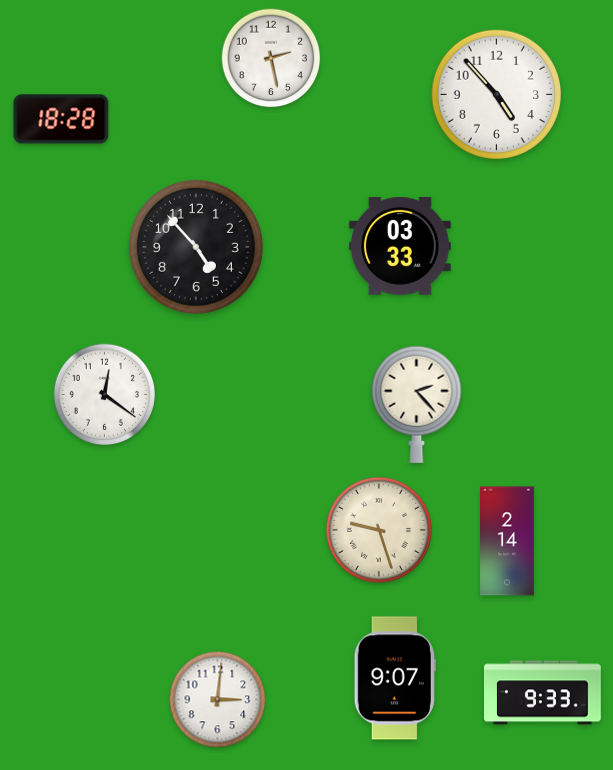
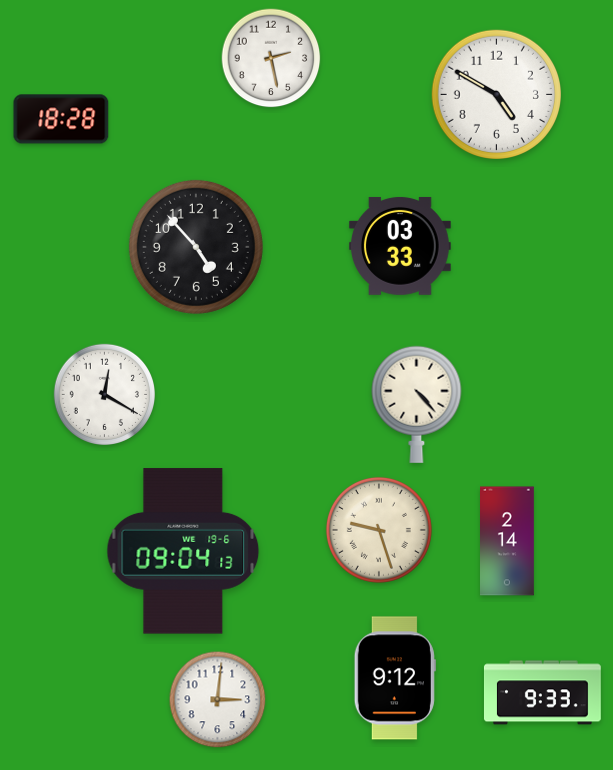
clock at (496, 94): 4:53 -> 4:50
clock at (104, 394): 12:21 -> 12:20
clock at (417, 404): 2:23 -> 4:23
clock at (183, 551): none -> 09:04
clock at (395, 678): 9:07 -> 9:12
